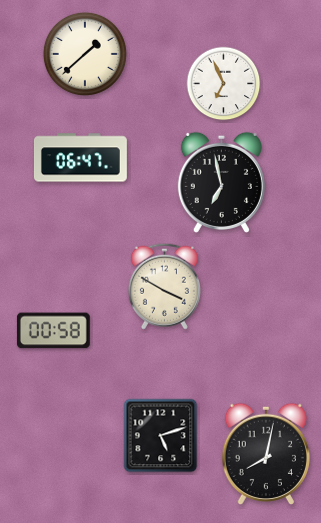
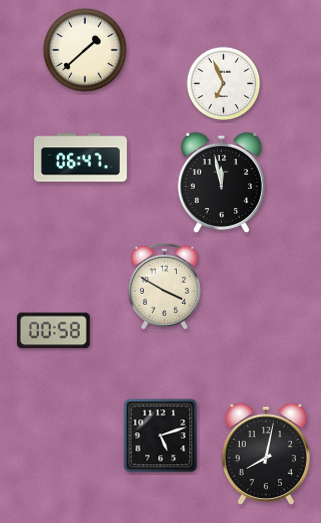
clock at (85, 54) position: (85, 54) -> (85, 50)
clock at (221, 182): 6:58 -> 11:58
